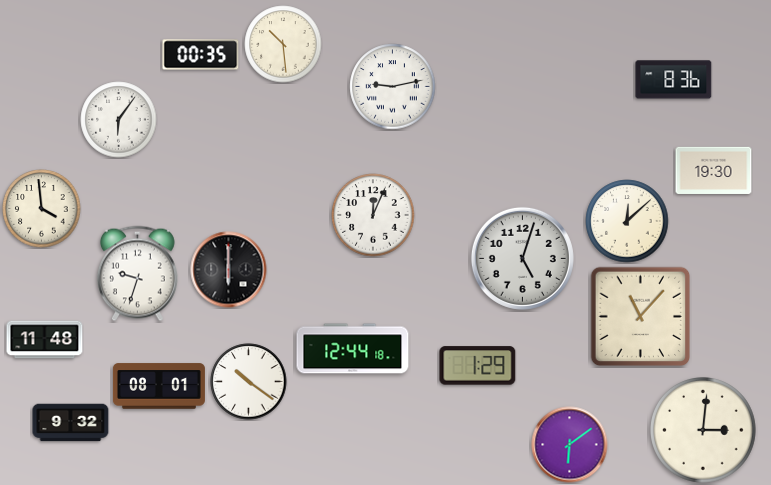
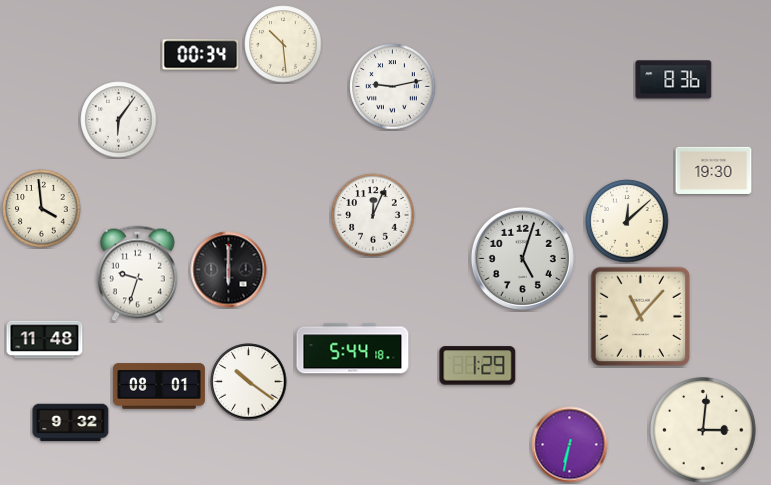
clock at (201, 55): 00:35 -> 00:34
clock at (353, 349): 12:44 -> 5:44
clock at (570, 445): 6:09 -> 6:32
